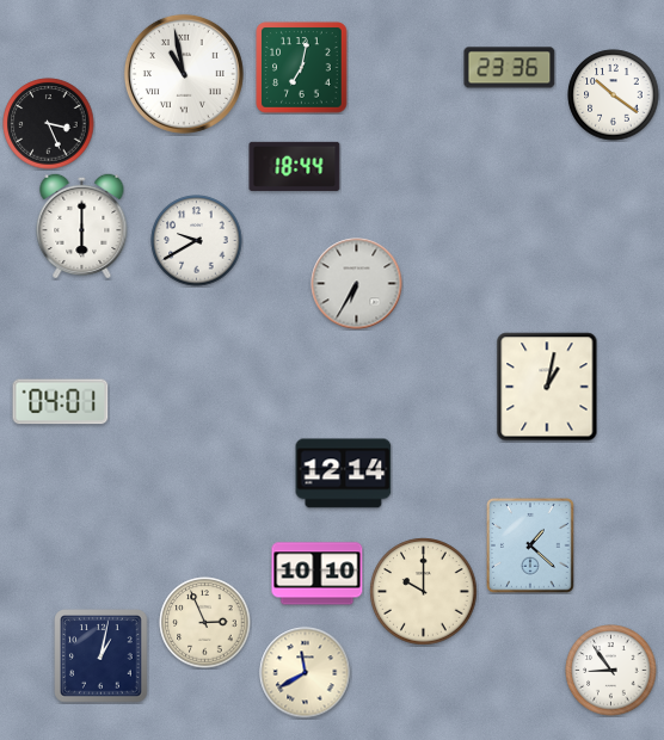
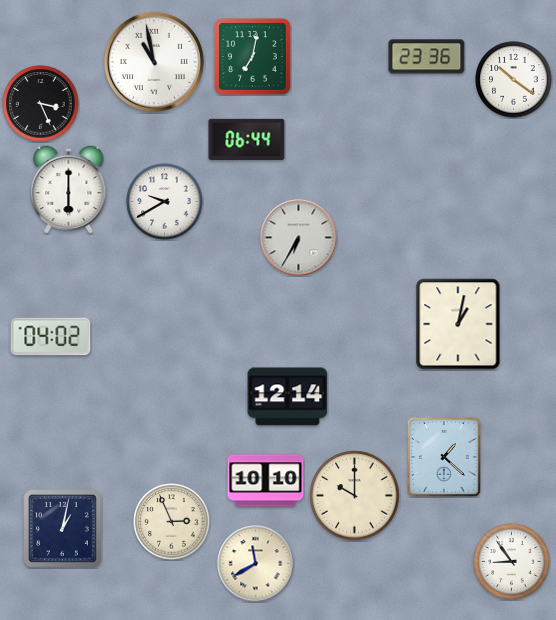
clock at (295, 166): 18:44 -> 06:44
clock at (61, 402): 04:01 -> 04:02
clock at (102, 656) position: (102, 656) -> (63, 529)
